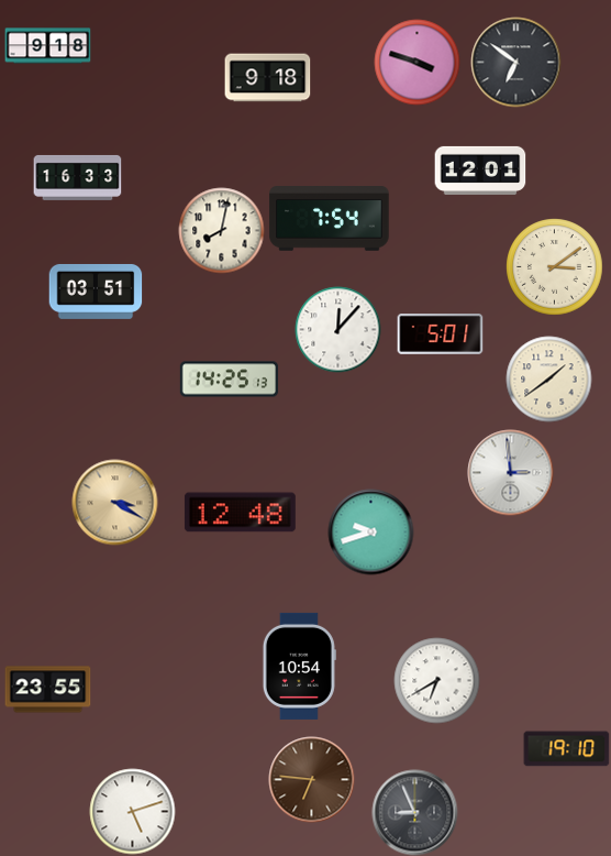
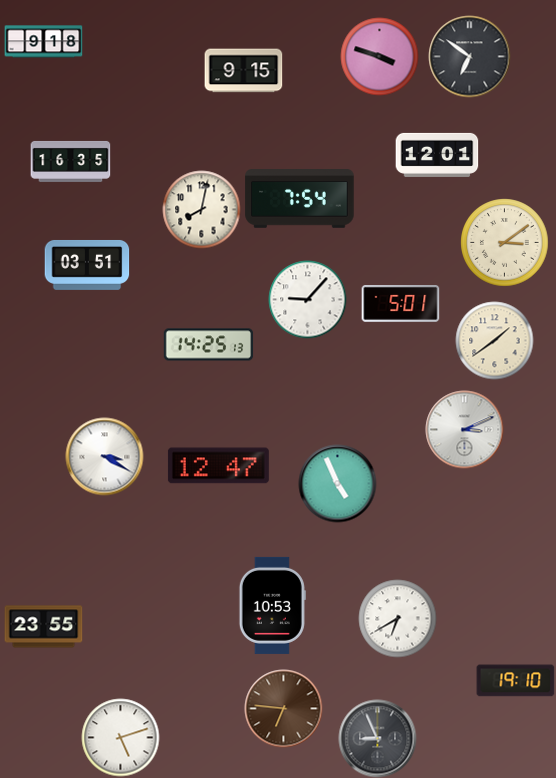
clock at (267, 78): 9:18 -> 9:15
clock at (77, 177): 16:33 -> 16:35
clock at (337, 329): 12:07 -> 9:07
clock at (548, 378) position: (548, 378) -> (494, 340)
clock at (510, 472): 2:59 -> 3:11
clock at (114, 502) dial: champagne -> white
clock at (240, 513): 12:48 -> 12:47
clock at (370, 531): 9:42 -> 4:56
clock at (299, 666): 10:54 -> 10:53
